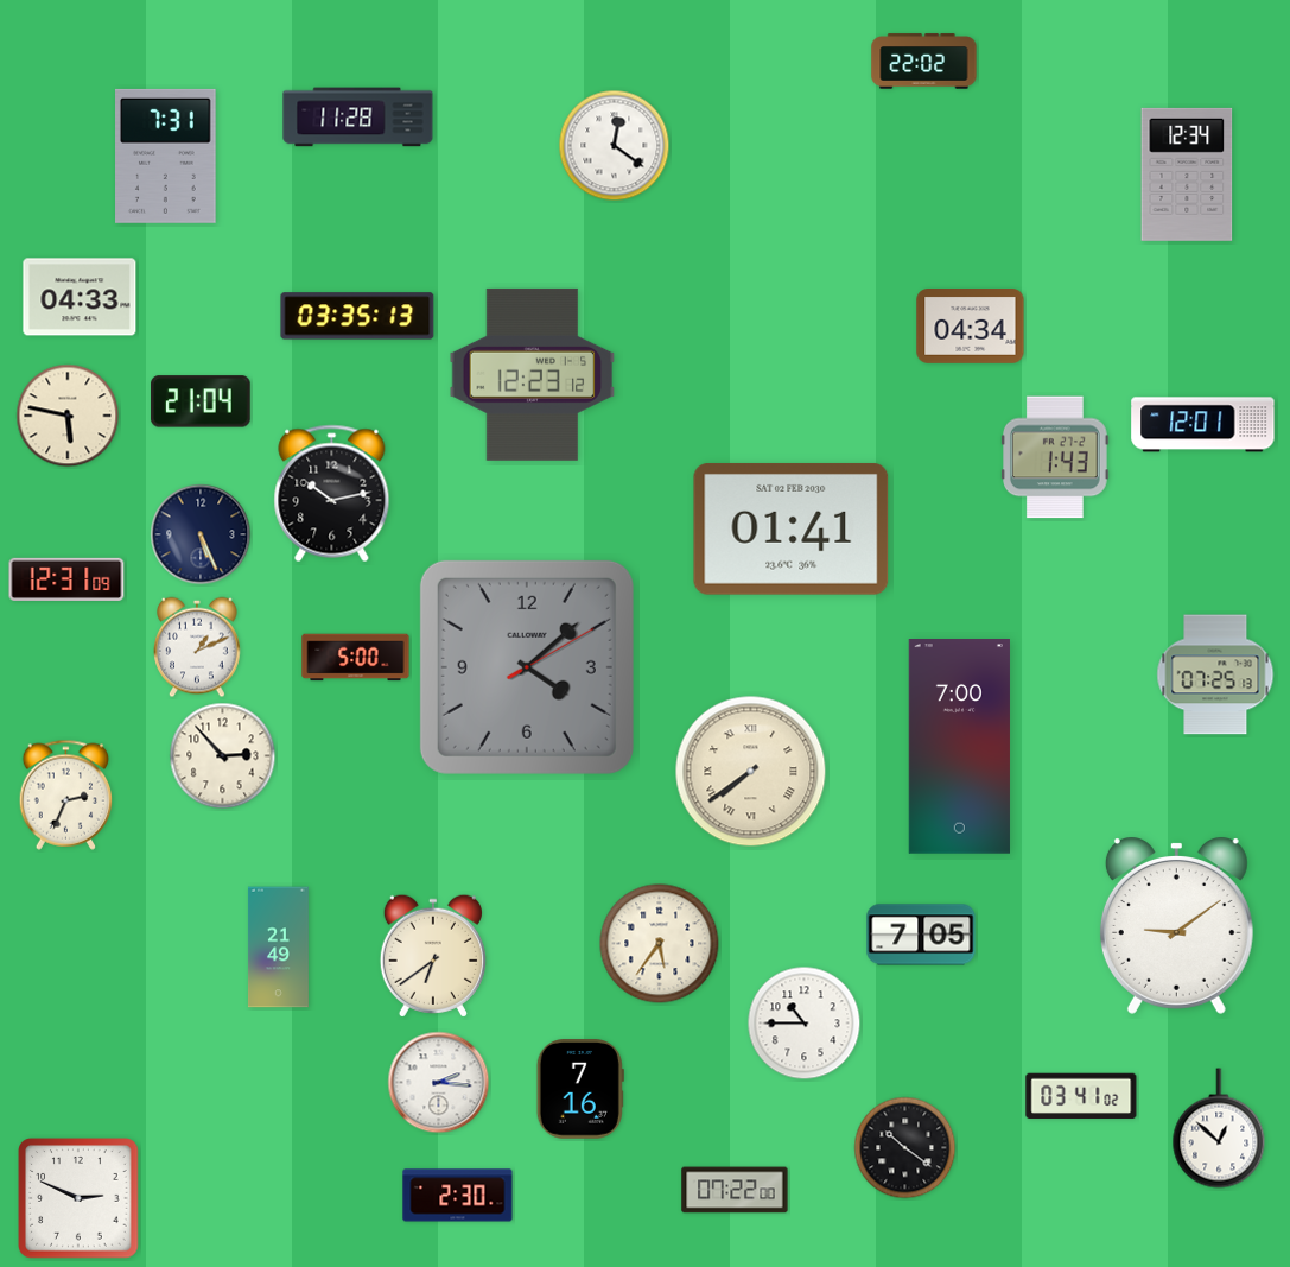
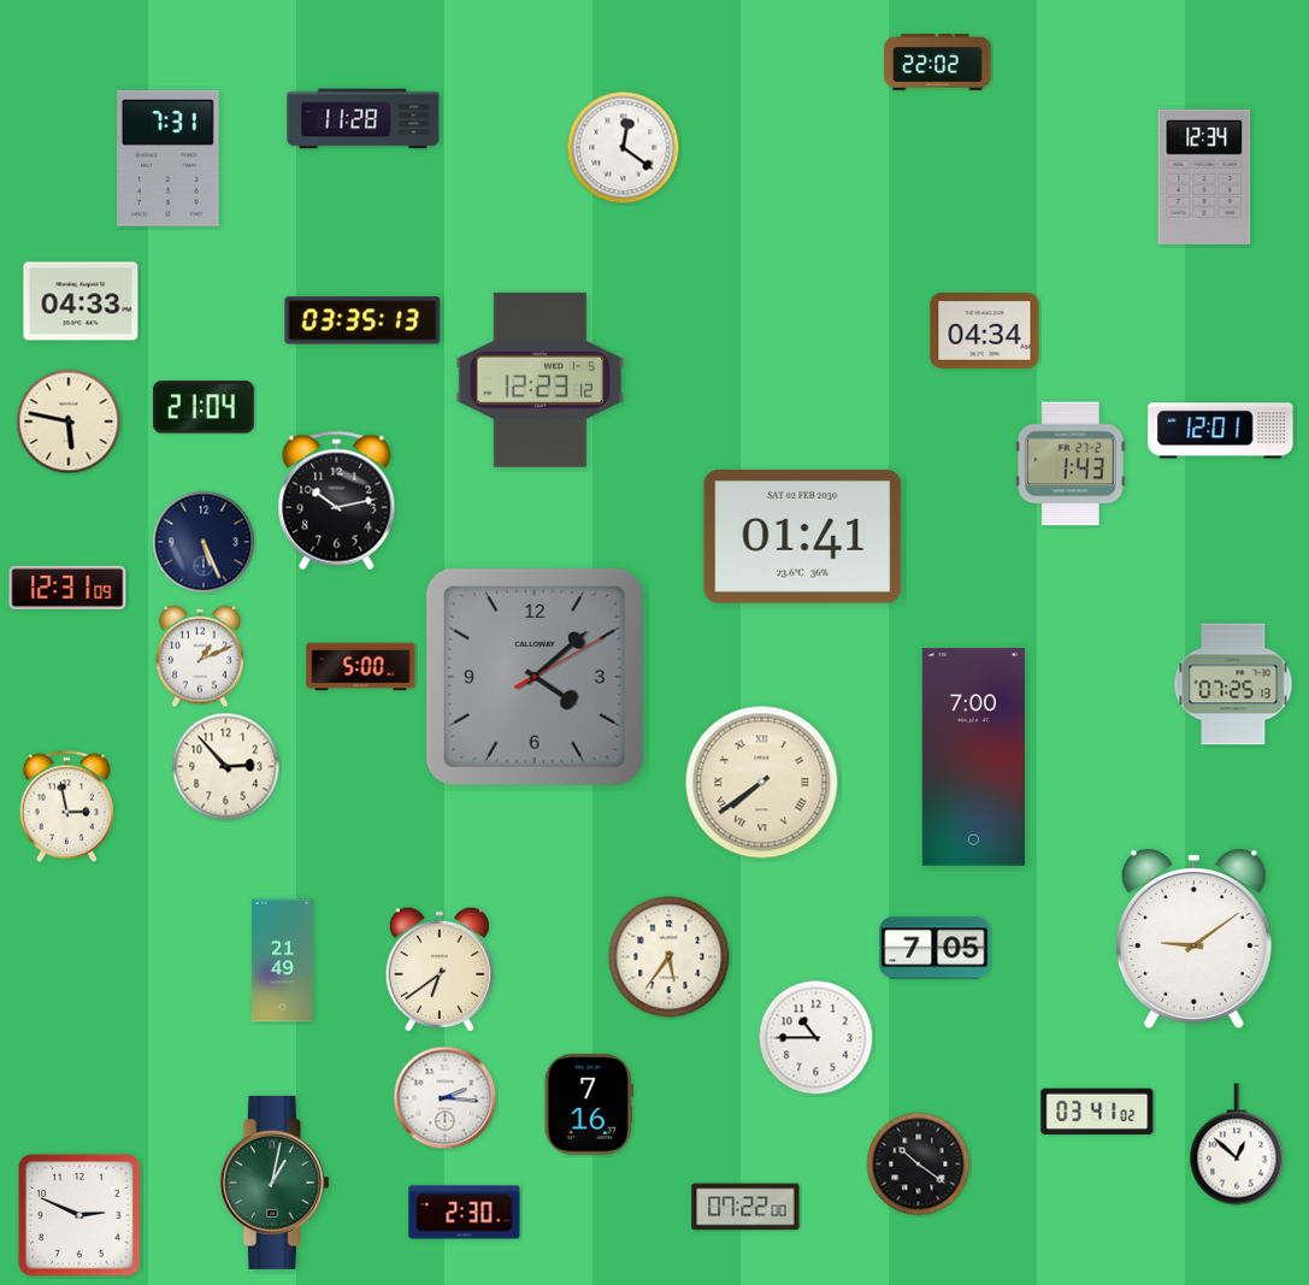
clock at (66, 794): 2:34 -> 2:58
clock at (275, 1183): none -> 1:02
